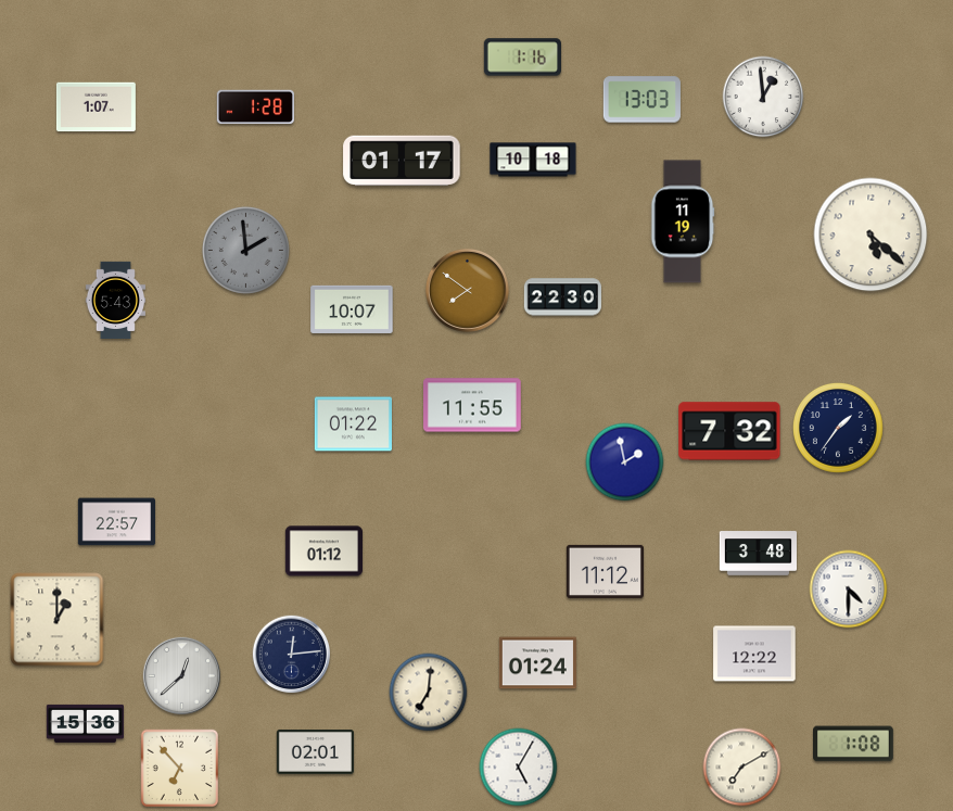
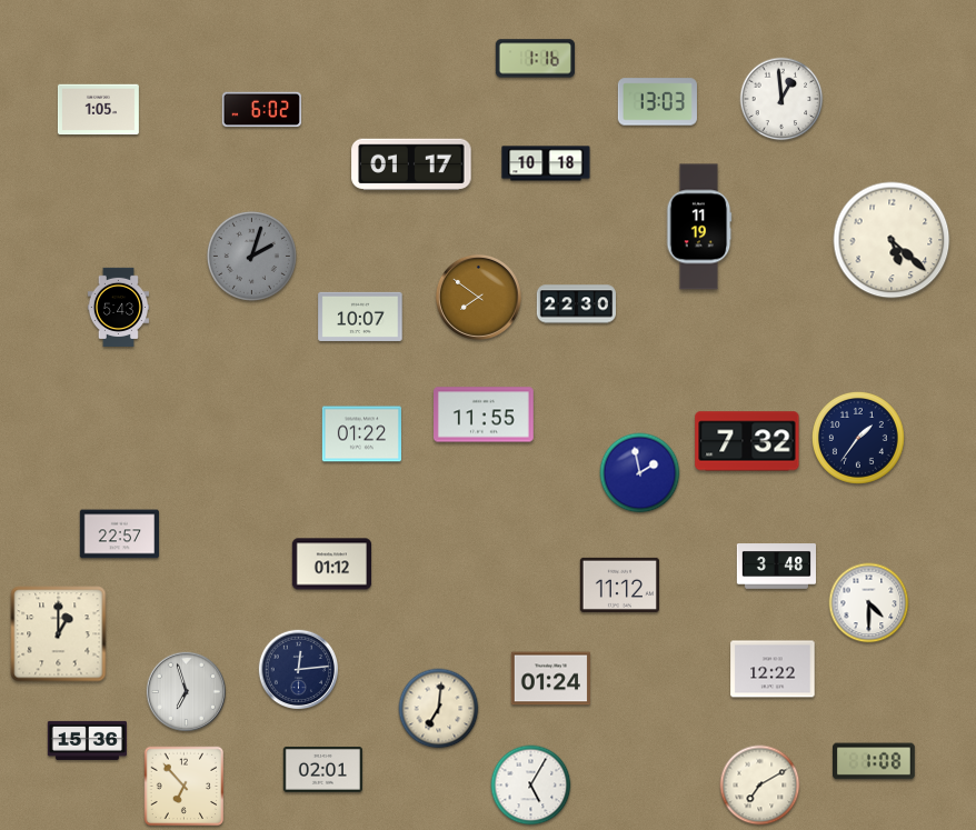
clock at (96, 107): 1:07 -> 1:05
clock at (255, 107): 1:28 -> 6:02
clock at (245, 250): 1:59 -> 2:03
clock at (181, 675): 12:38 -> 6:57
